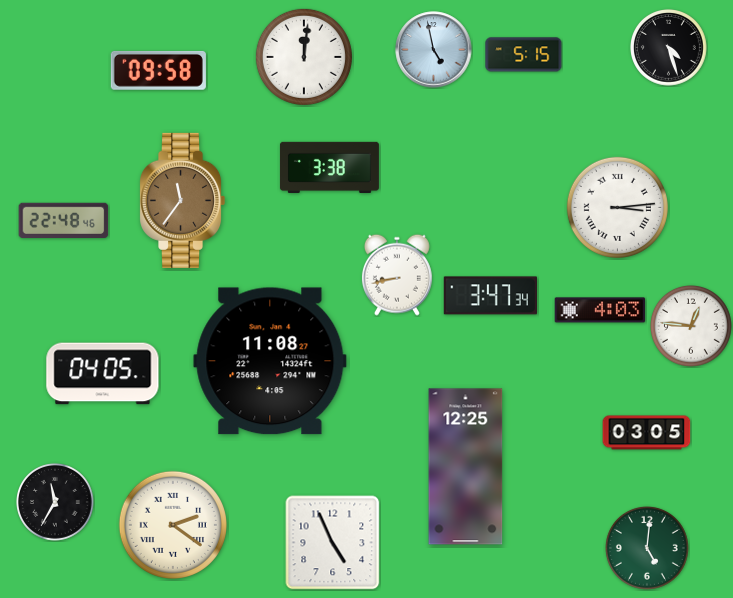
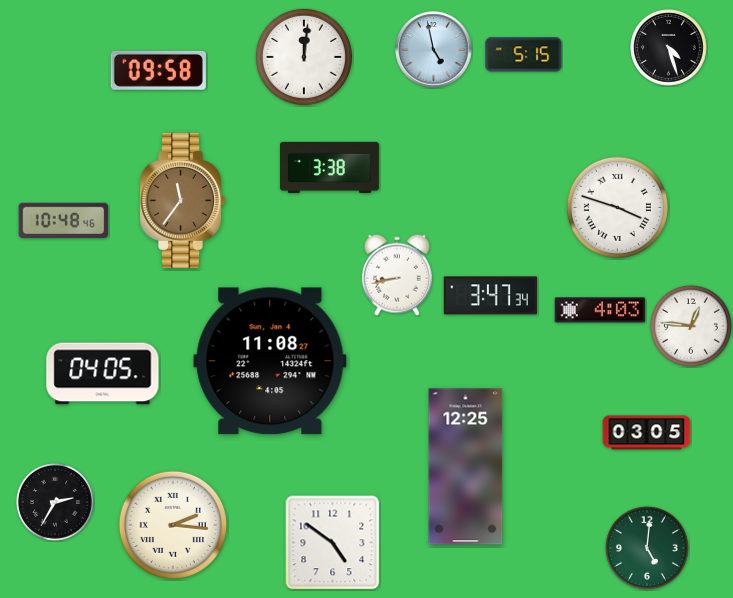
clock at (617, 207): 3:14 -> 3:48
clock at (64, 220): 22:48 -> 10:48
clock at (56, 503): 11:35 -> 2:35
clock at (173, 525): 2:21 -> 2:16
clock at (333, 543): 4:56 -> 4:51
